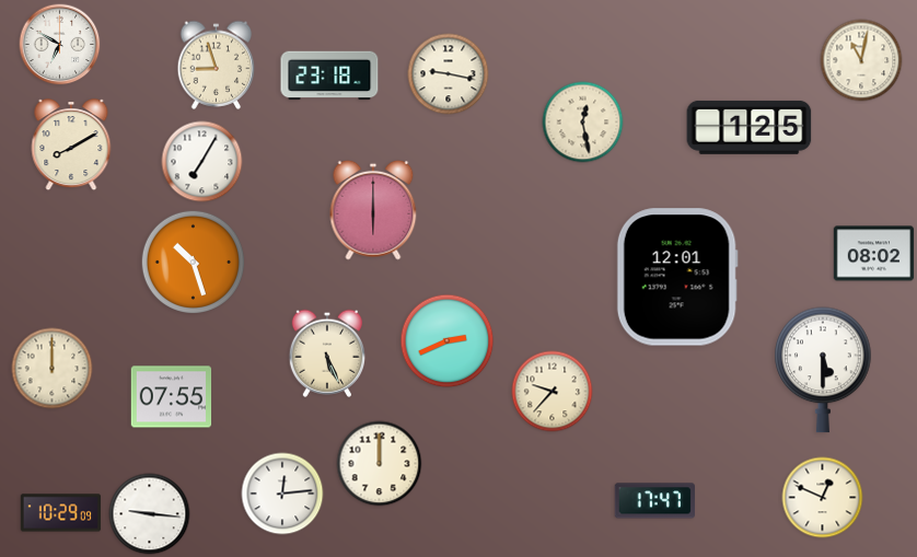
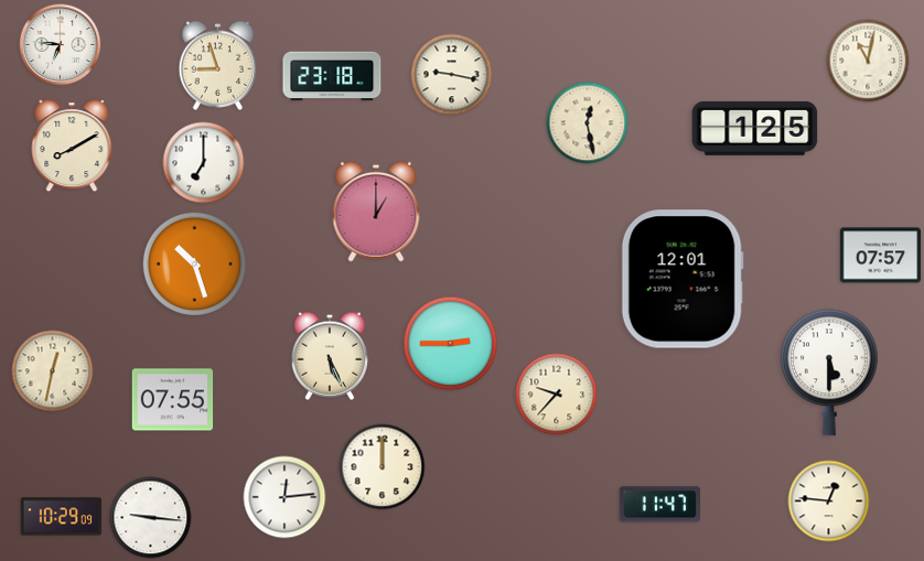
clock at (60, 45): 6:50 -> 6:46
clock at (202, 162): 7:05 -> 7:00
clock at (373, 210): 6:00 -> 1:00
clock at (874, 254): 08:02 -> 07:57
clock at (448, 341): 2:41 -> 2:45
clock at (53, 369): 12:00 -> 12:32
clock at (823, 498): 12:49 -> 12:46
clock at (654, 501): 17:47 -> 11:47
